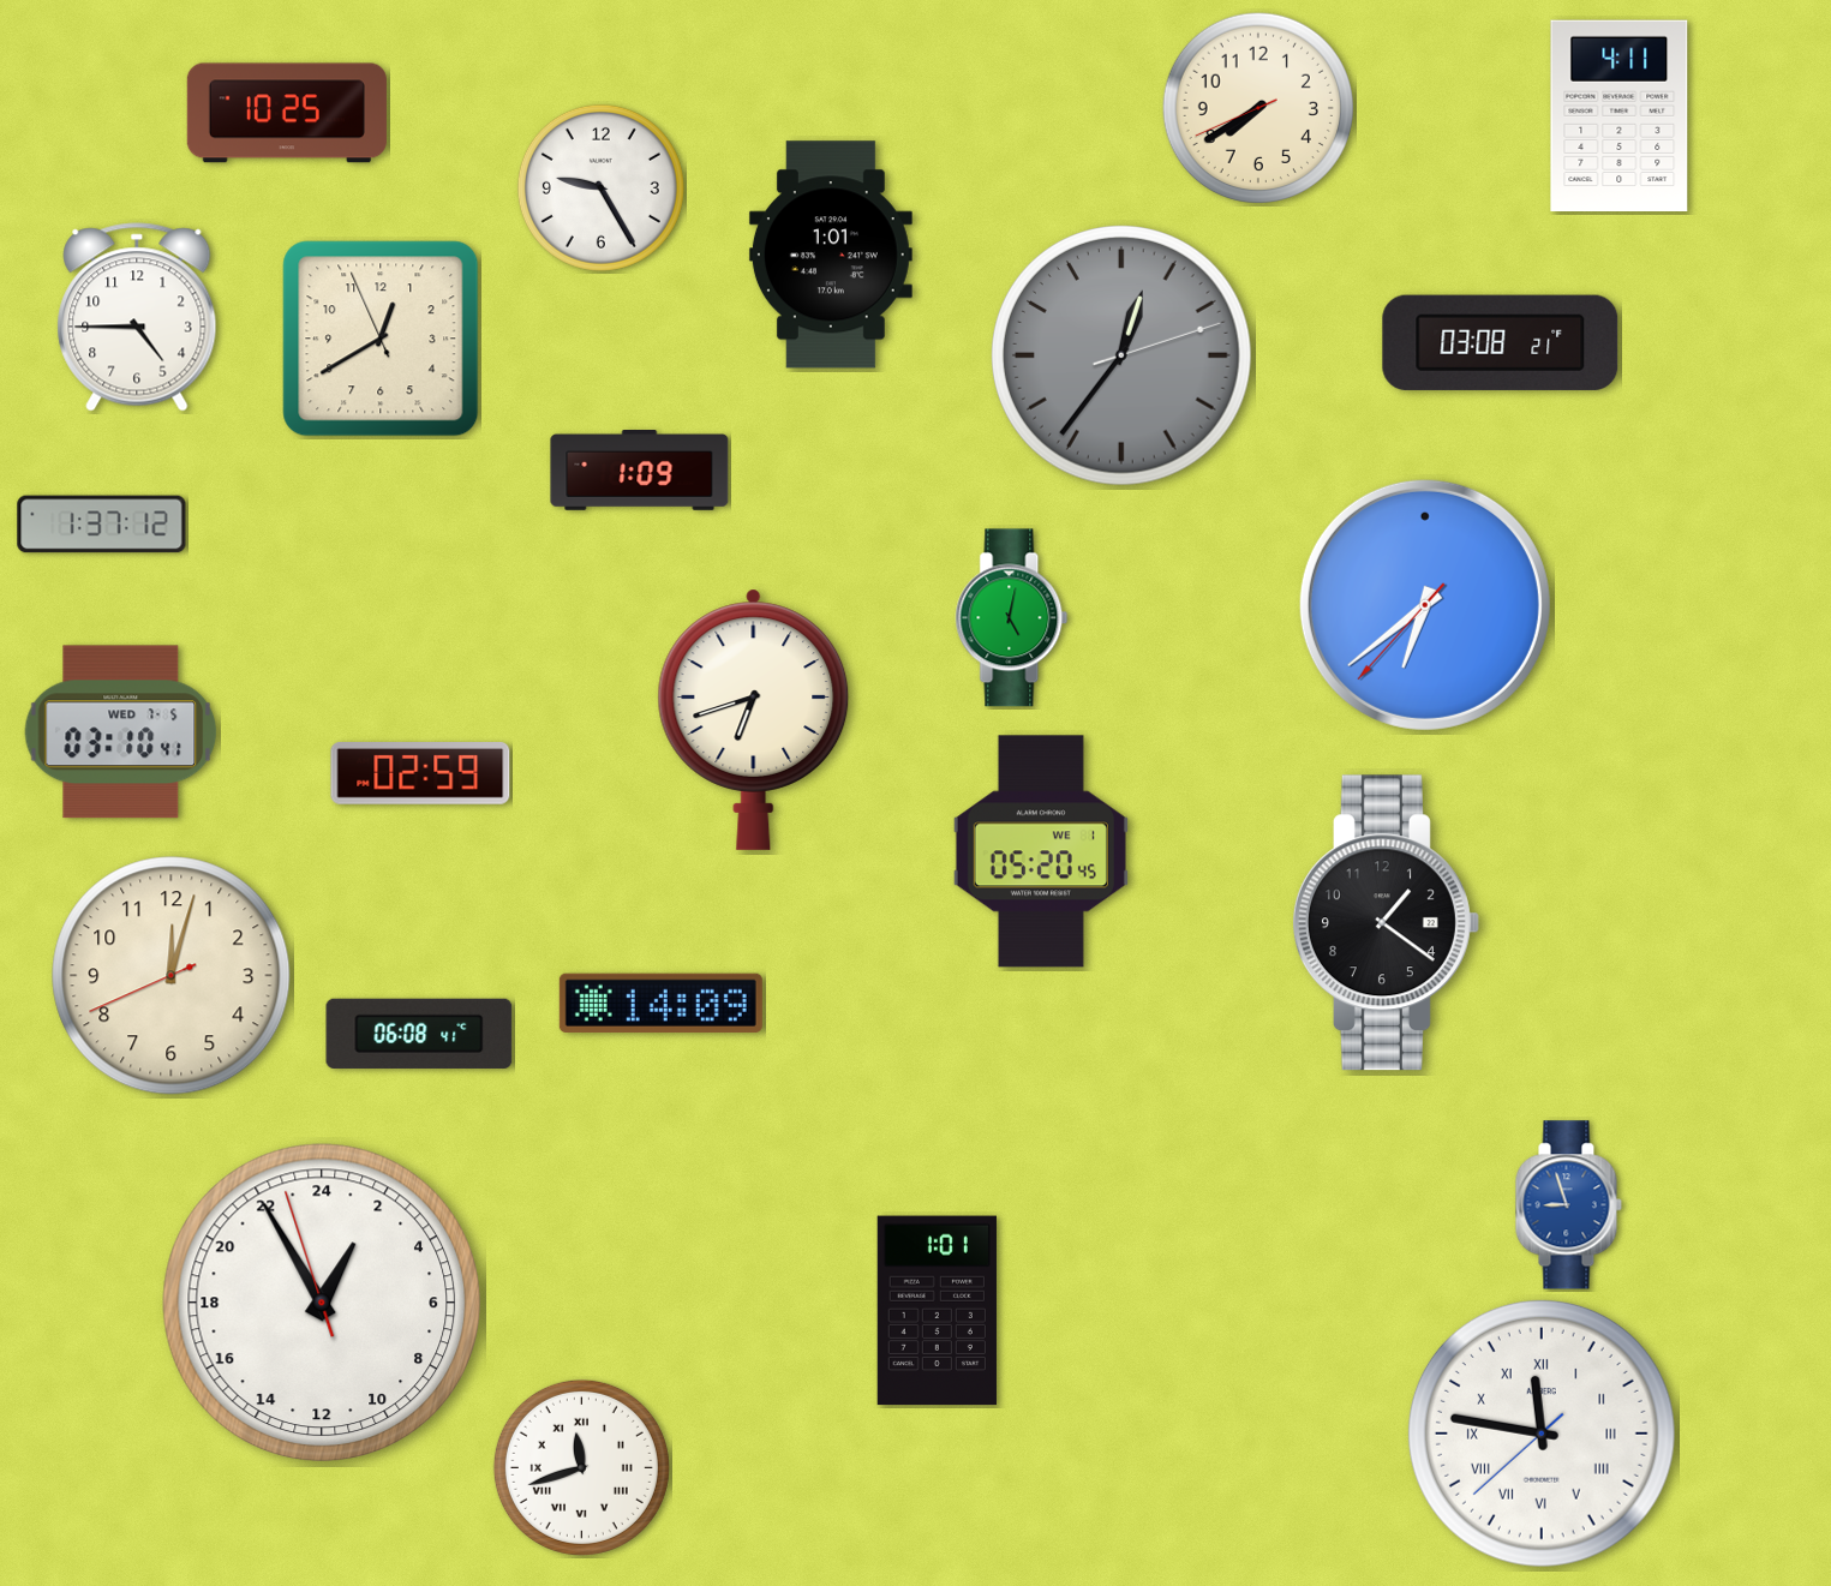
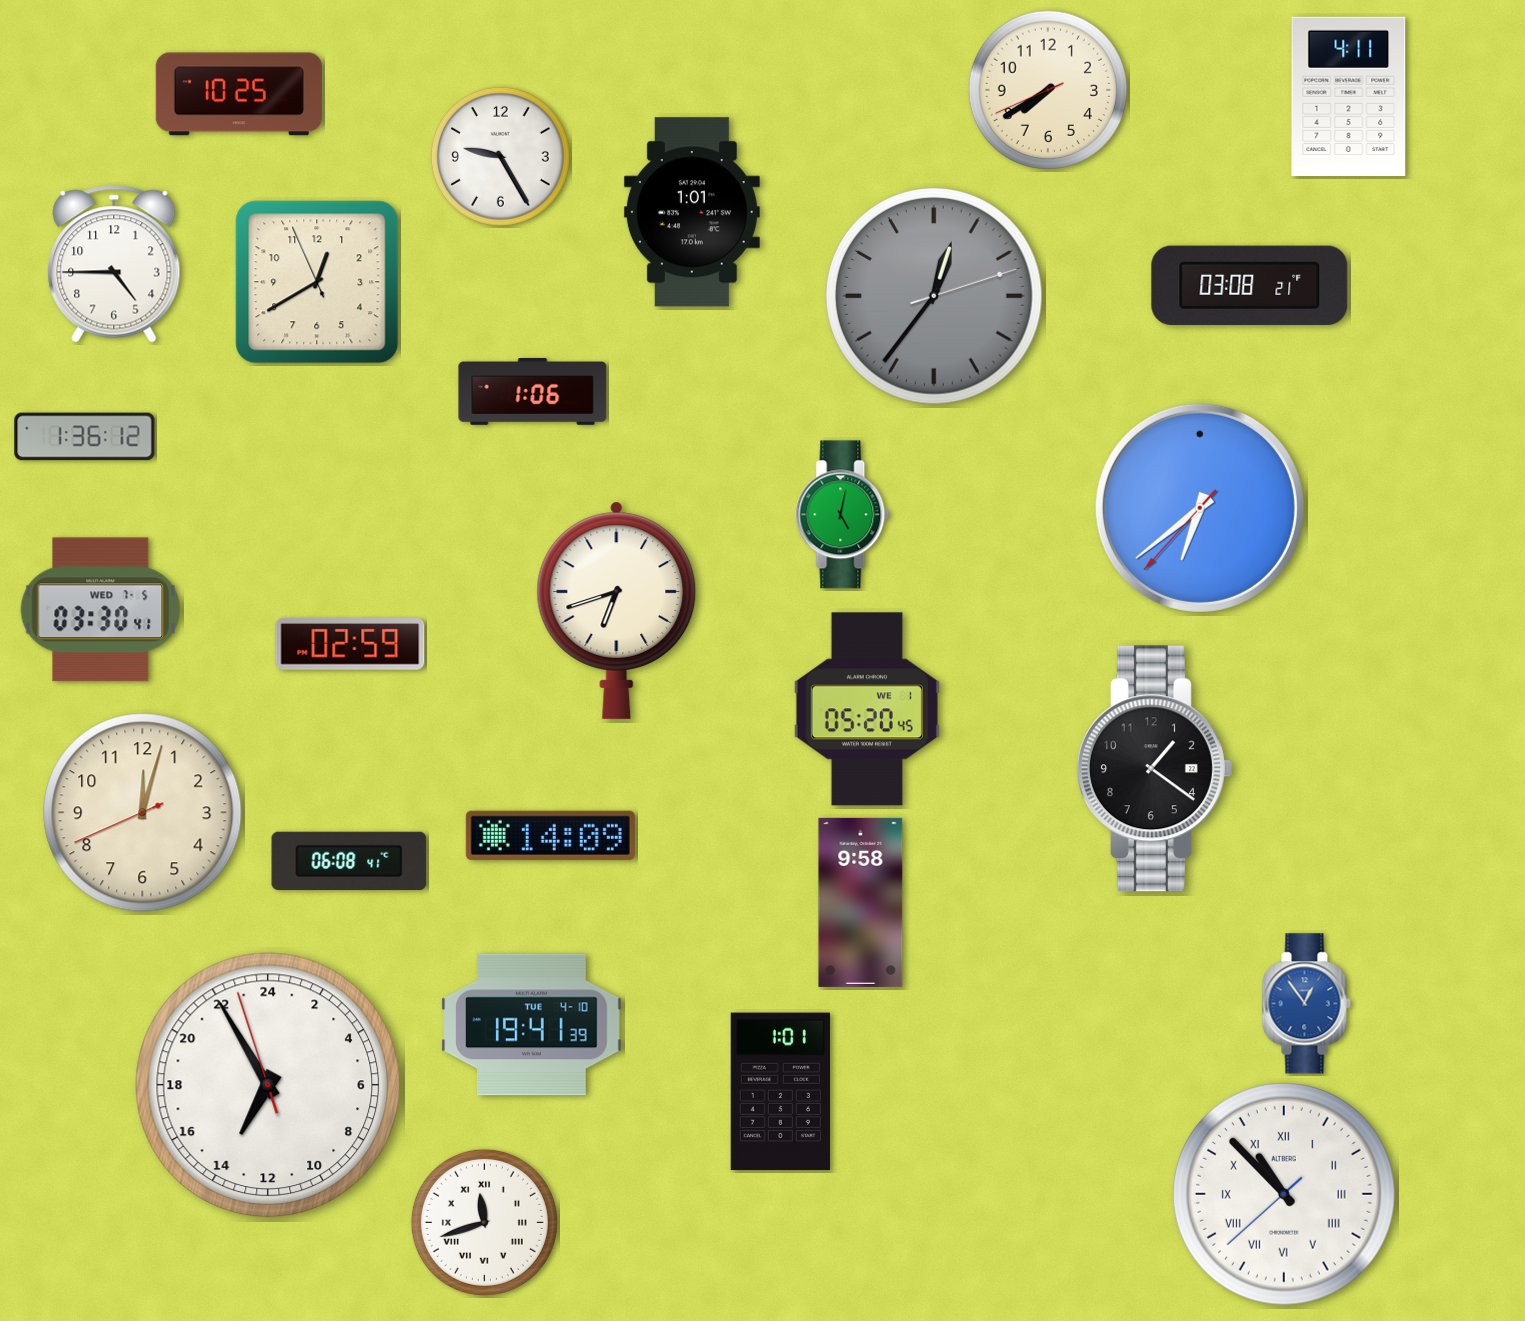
clock at (640, 471): 1:09 -> 1:06
clock at (102, 525): 1:37 -> 1:36
clock at (1425, 605) position: (1425, 605) -> (1200, 508)
clock at (754, 719) position: (754, 719) -> (617, 610)
clock at (121, 732): 03:10 -> 03:30
clock at (861, 902): none -> 9:58
clock at (1568, 1205): 8:57 -> 12:54
clock at (532, 1025): none -> 19:41
clock at (321, 1301): 1:54 -> 13:54
clock at (1542, 1434): 11:46 -> 10:52
